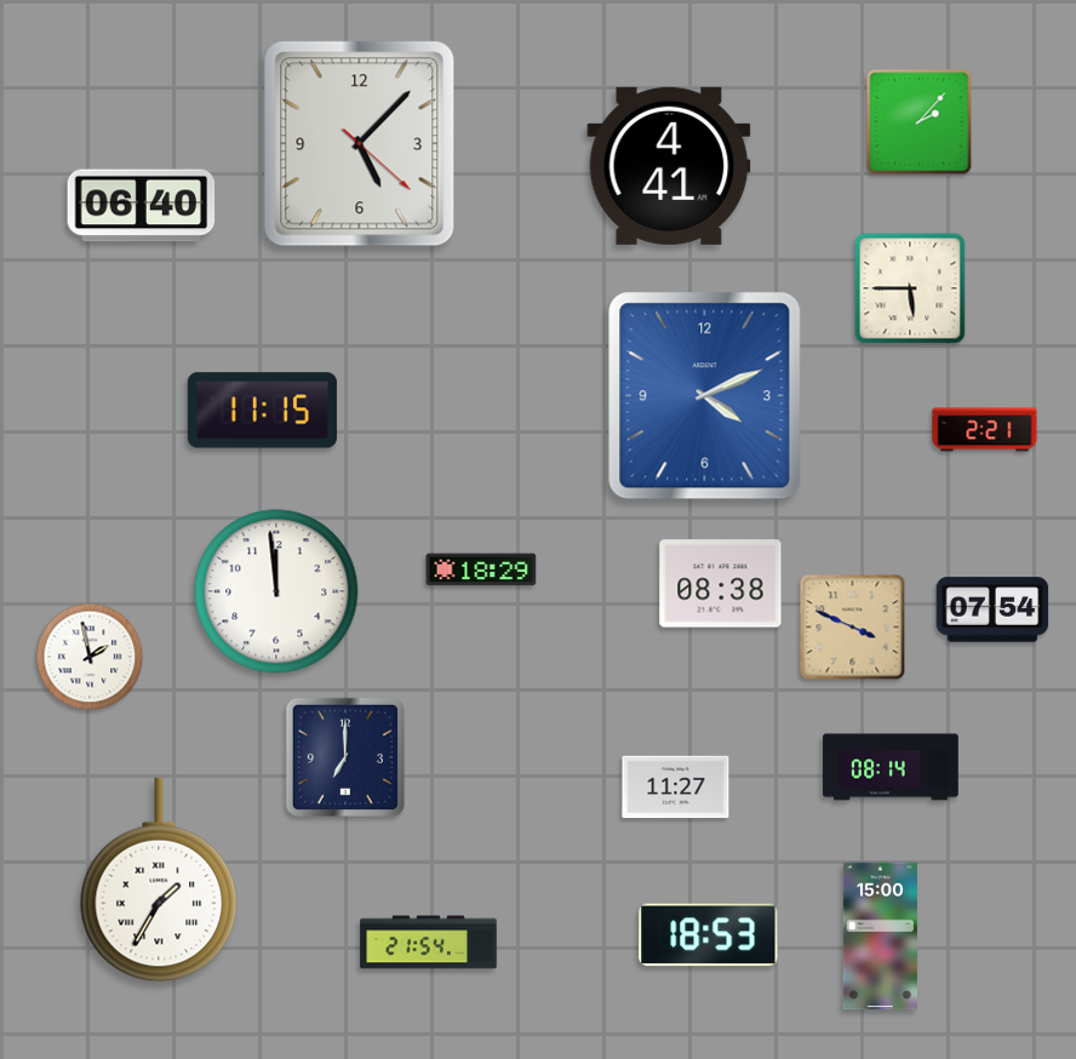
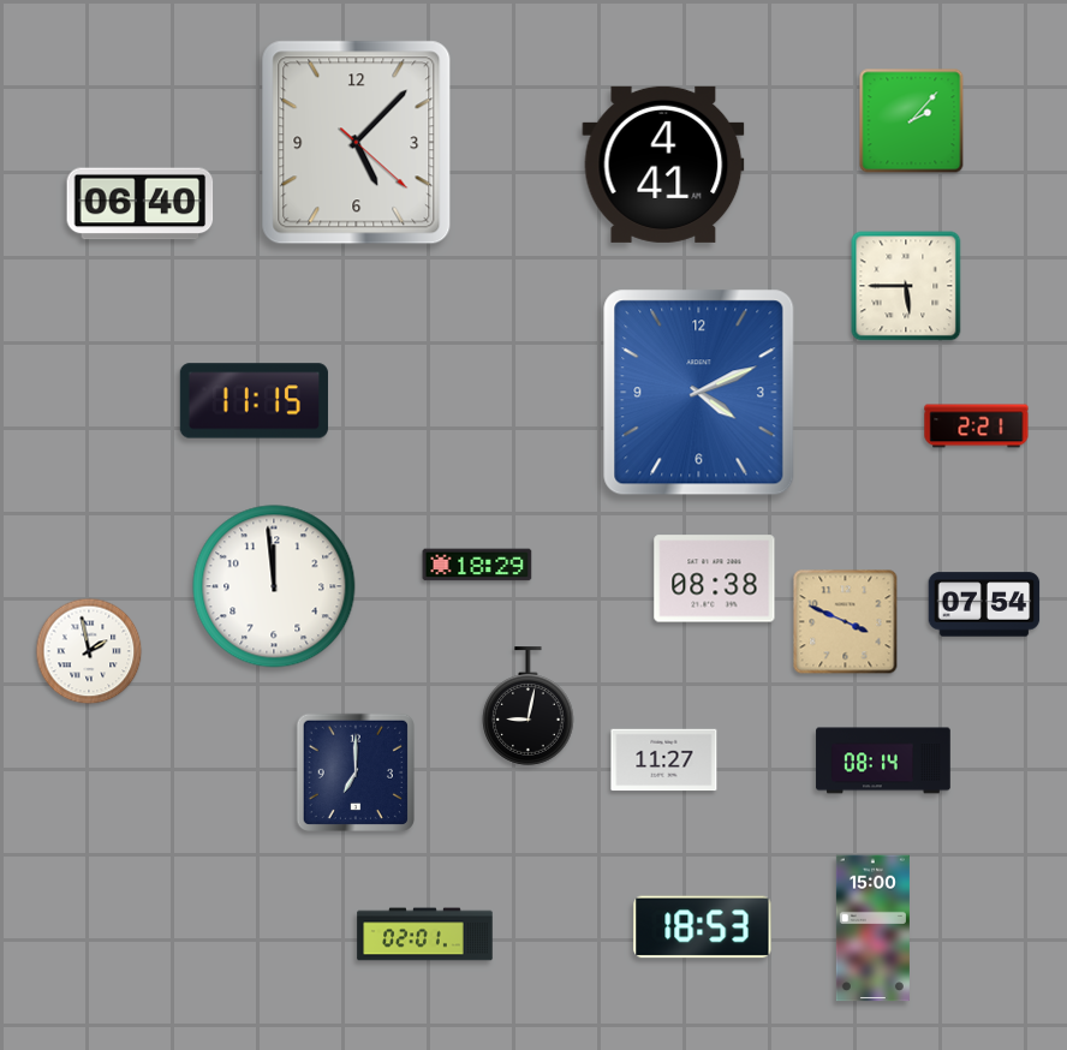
clock at (910, 288) position: (910, 288) -> (906, 286)
clock at (262, 411) position: (262, 411) -> (254, 401)
clock at (529, 706): none -> 9:02
clock at (345, 757) position: (345, 757) -> (356, 772)
clock at (676, 788) position: (676, 788) -> (664, 760)
clock at (159, 880): 1:35 -> none
clock at (429, 943): 21:54 -> 02:01
